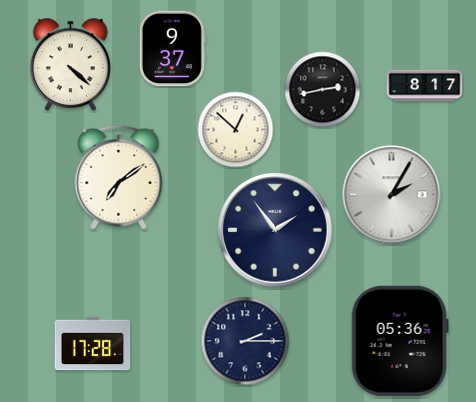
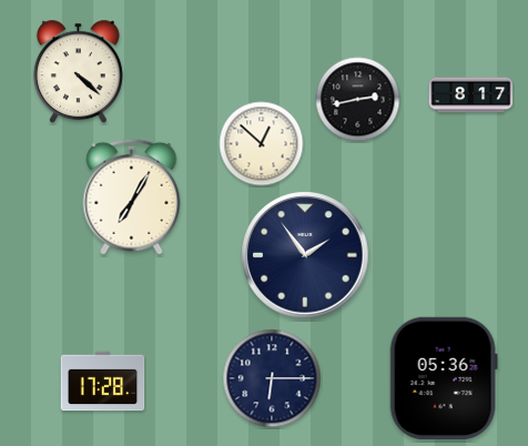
clock at (172, 49): 9:37 -> none
clock at (119, 177): 7:09 -> 7:05
clock at (392, 195): 2:05 -> none
clock at (245, 341): 2:15 -> 6:15
